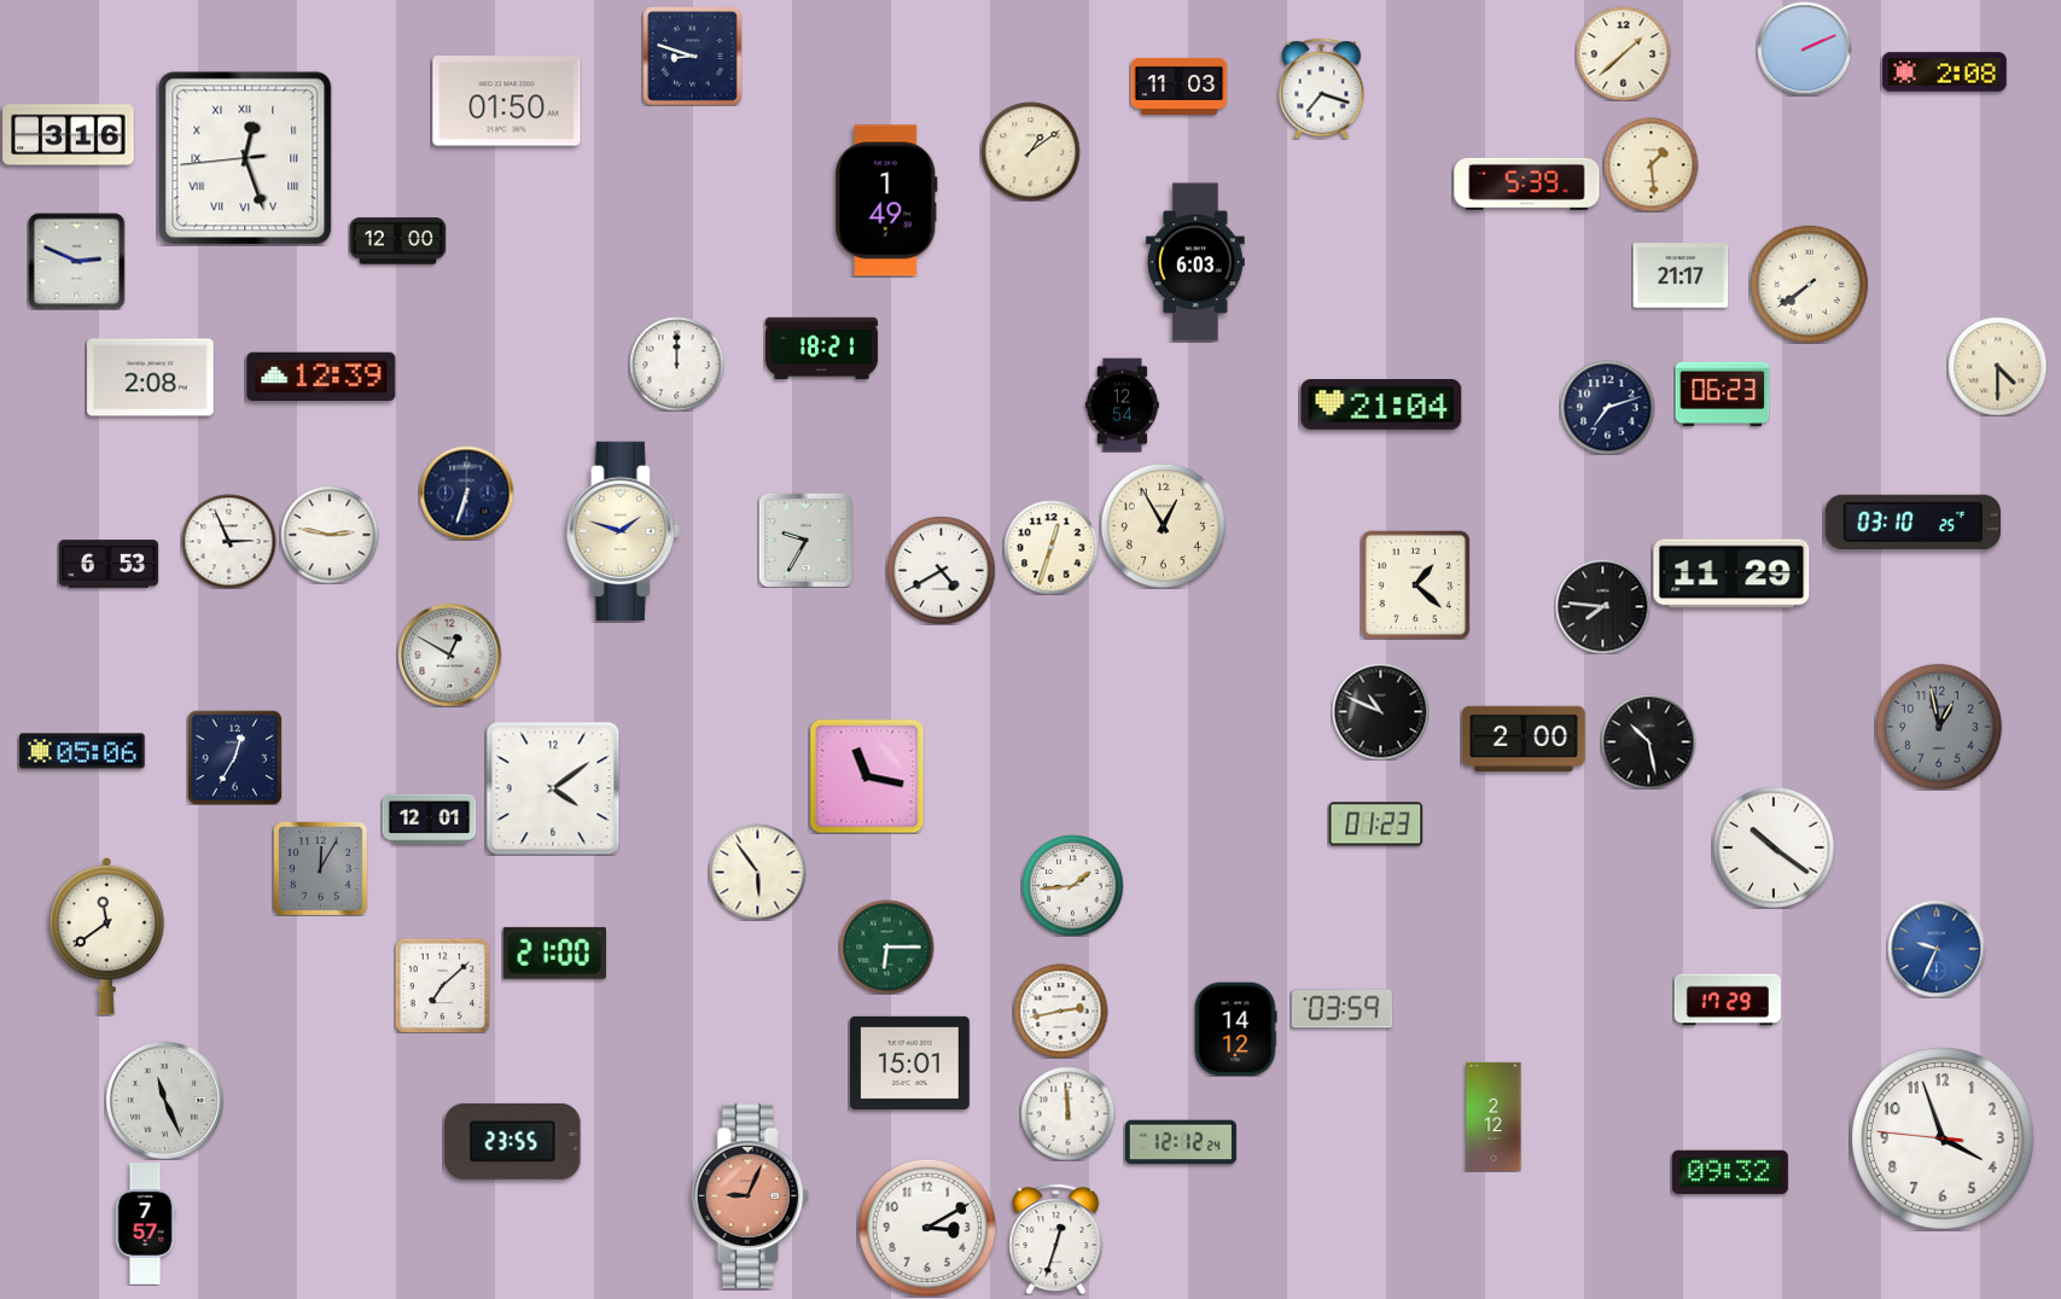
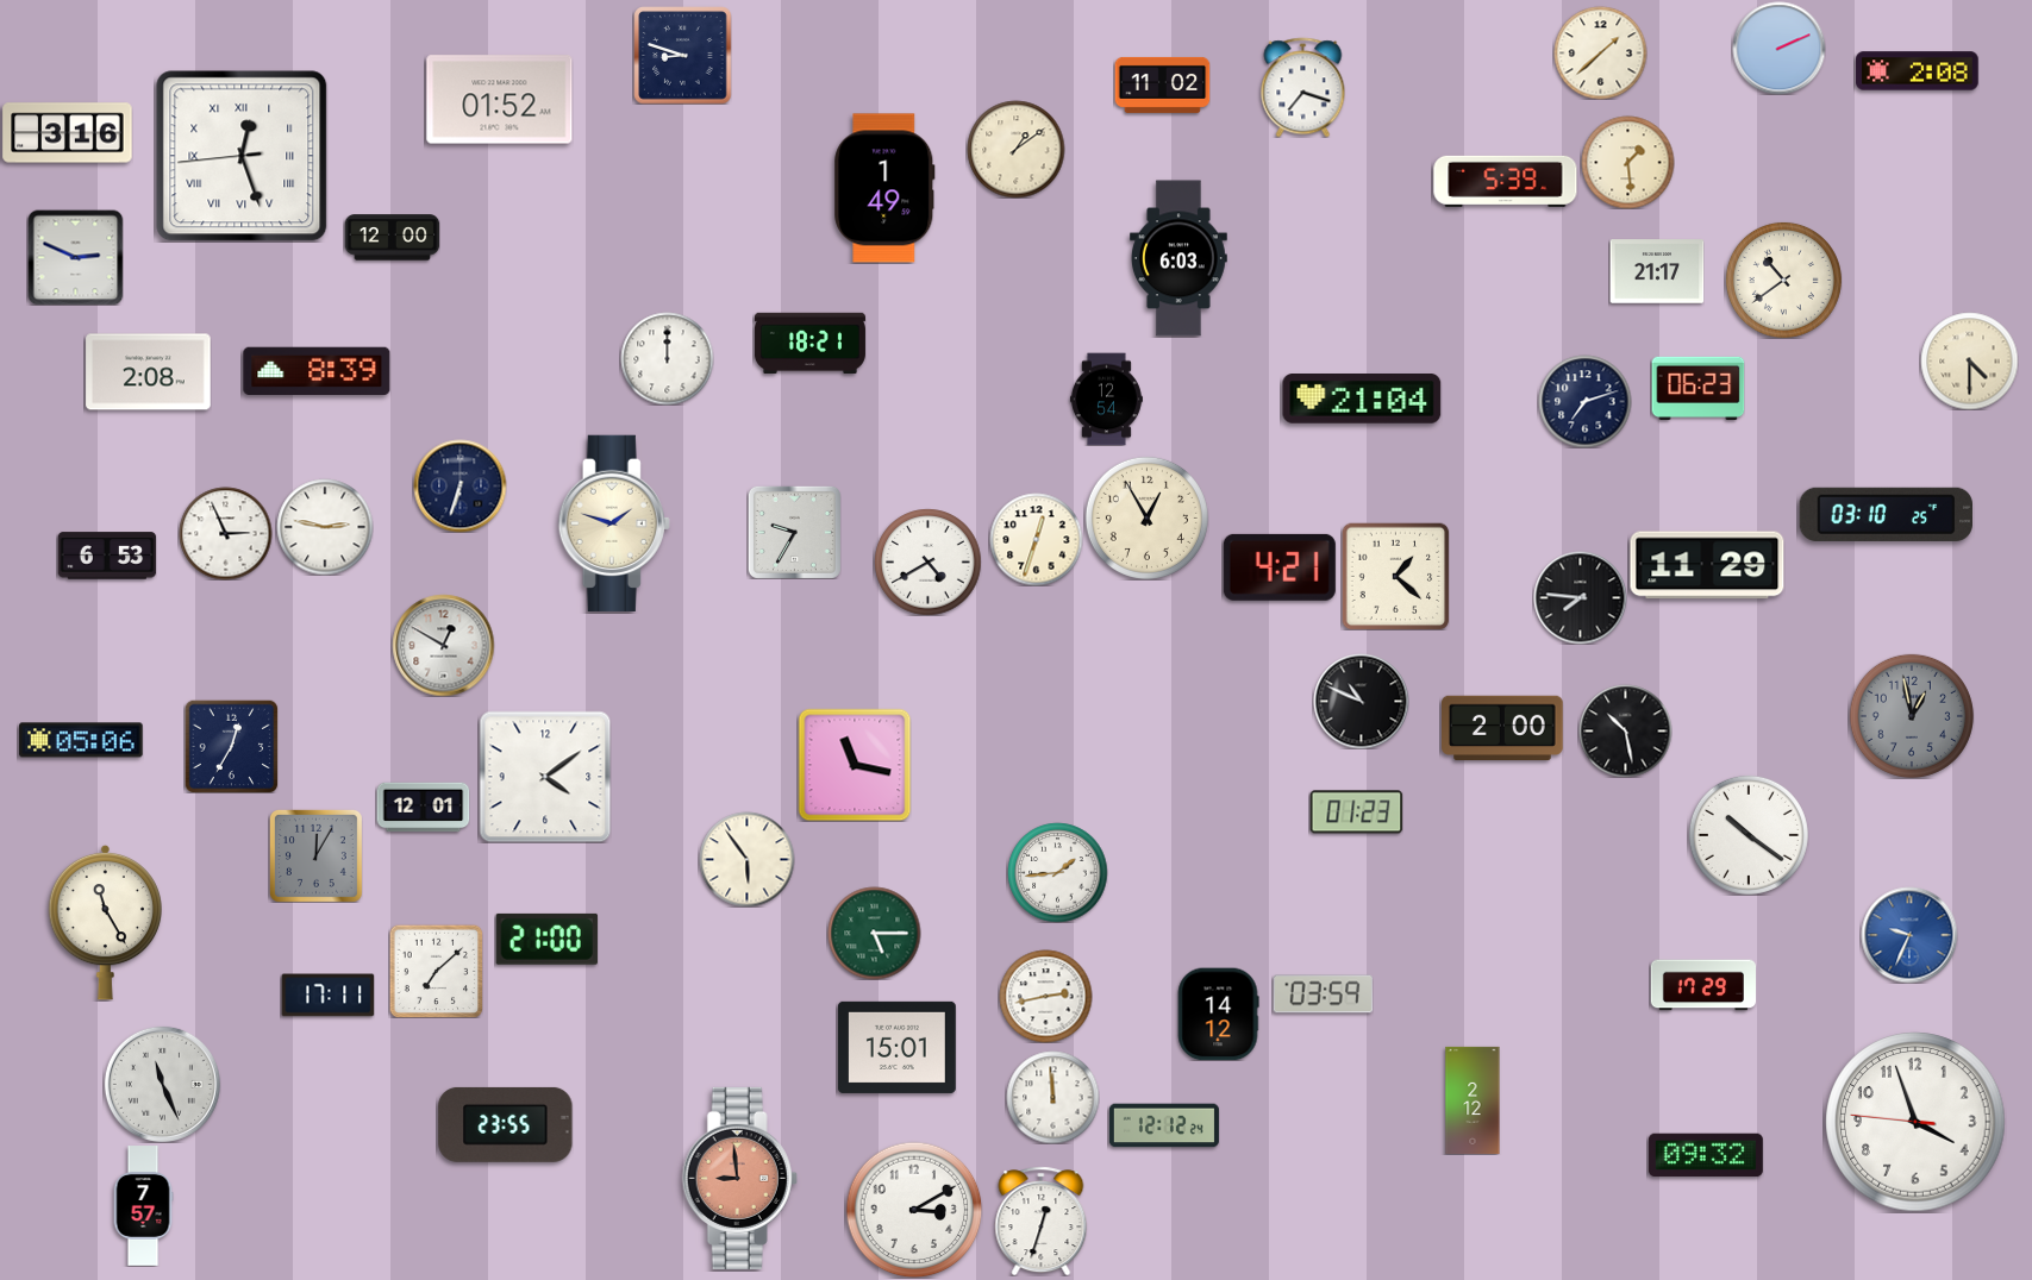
clock at (1178, 86): 11:03 -> 11:02
clock at (507, 101): 01:50 -> 01:52
clock at (886, 200) position: (886, 200) -> (884, 188)
clock at (1809, 284): 7:39 -> 10:39
clock at (321, 377): 12:39 -> 8:39
clock at (1280, 567): none -> 4:21
clock at (106, 936): 11:39 -> 11:25
clock at (886, 946): 6:15 -> 5:15
clock at (327, 996): none -> 17:11
clock at (750, 1195): 9:04 -> 8:59
